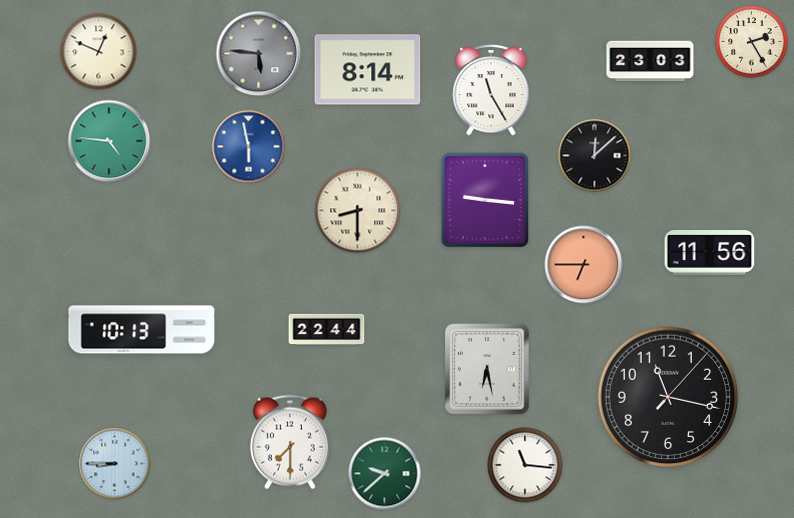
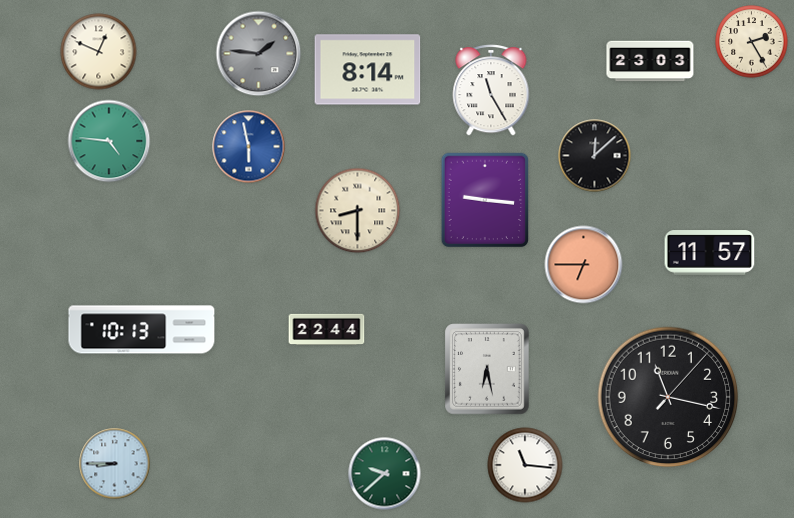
clock at (259, 54): 5:46 -> 1:46
clock at (710, 253): 11:56 -> 11:57
clock at (290, 442): 7:30 -> none
